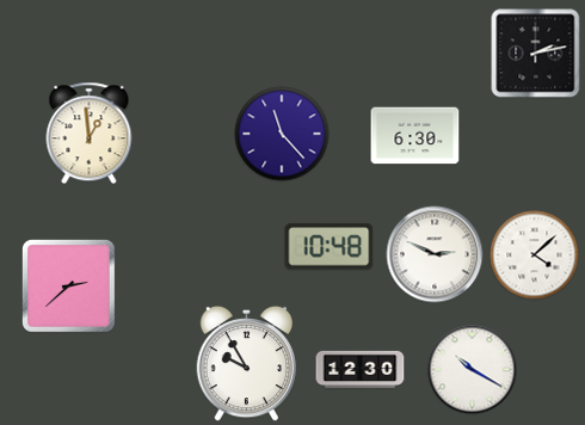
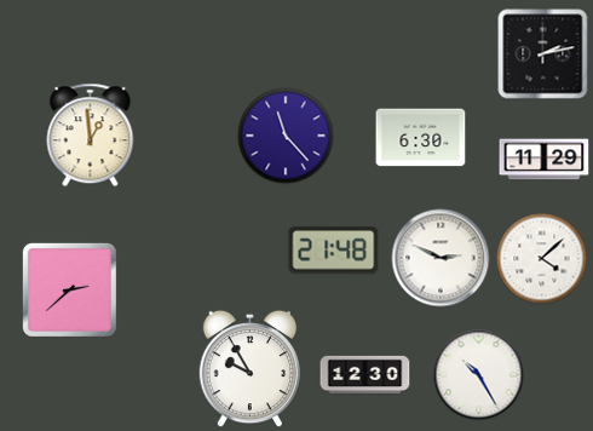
clock at (545, 160): none -> 11:29
clock at (330, 247): 10:48 -> 21:48
clock at (473, 370): 10:20 -> 10:25
